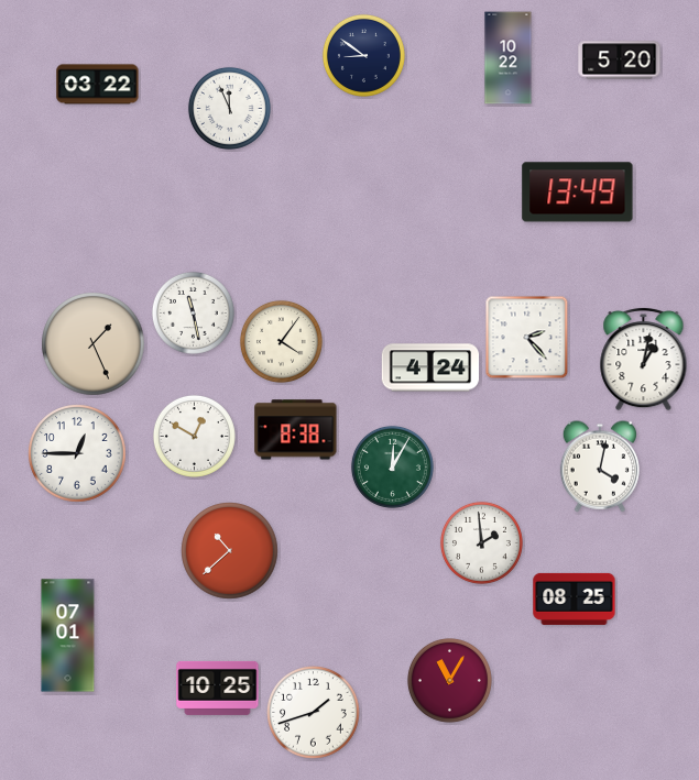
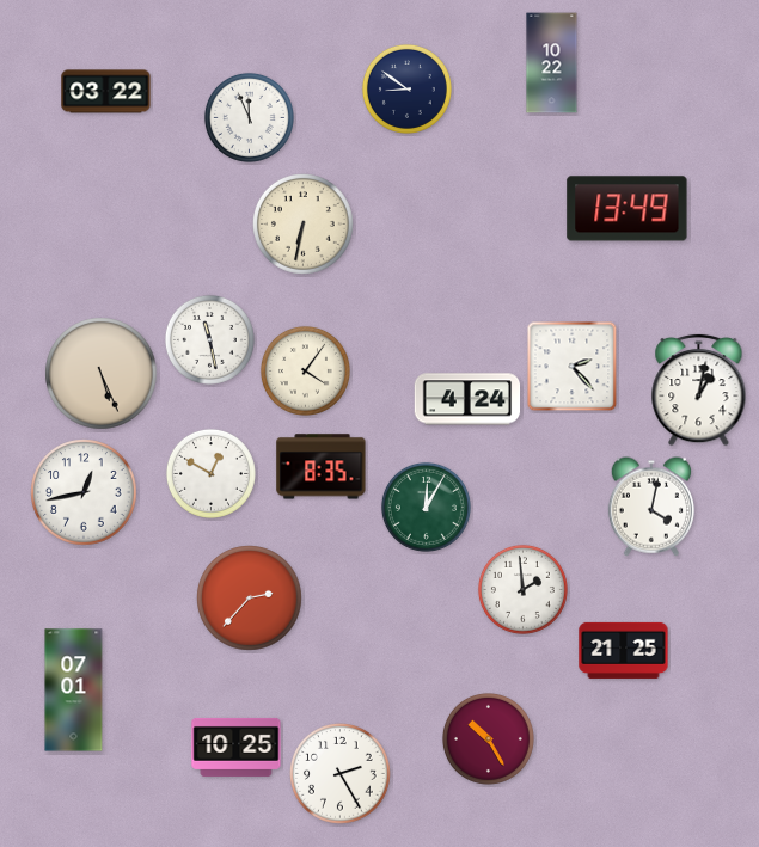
clock at (363, 55) position: (363, 55) -> (406, 88)
clock at (620, 61): 5:20 -> none
clock at (304, 225): none -> 6:32
clock at (94, 344): 1:26 -> 5:26
clock at (296, 430): 8:38 -> 8:35
clock at (77, 453): 12:45 -> 12:43
clock at (230, 551): 10:38 -> 2:37
clock at (575, 598): 08:25 -> 21:25
clock at (449, 680): 11:05 -> 10:25
clock at (314, 713): 1:42 -> 2:25
